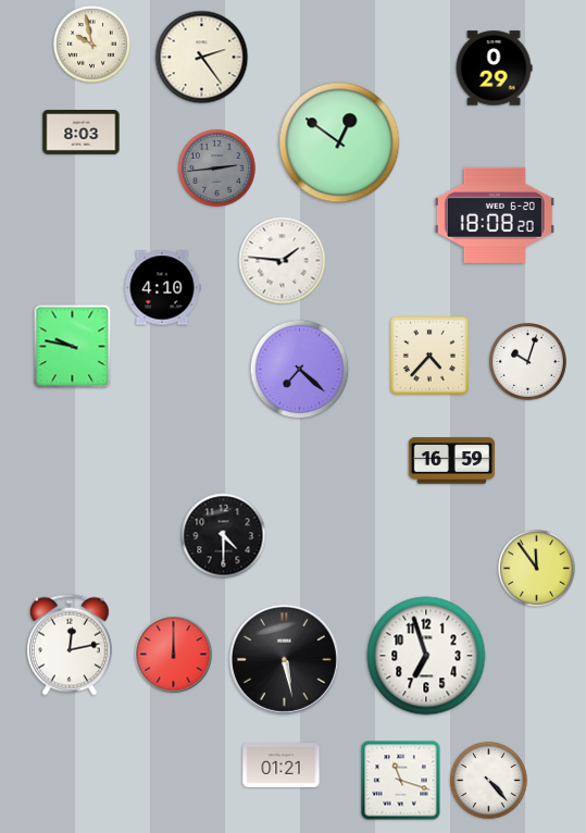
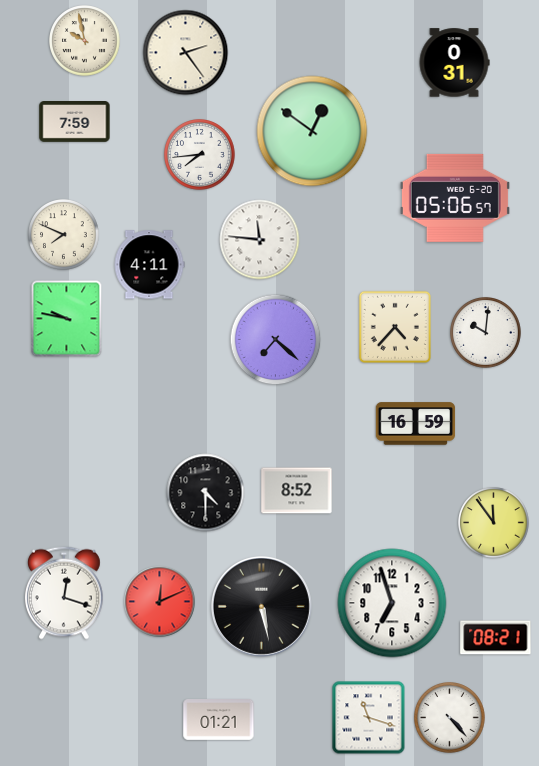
clock at (494, 69): 0:29 -> 0:31
clock at (82, 133): 8:03 -> 7:59
clock at (217, 169): 2:44 -> 7:44
clock at (217, 169) dial: grey -> white
clock at (495, 215): 18:08 -> 05:06
clock at (64, 235): none -> 7:49
clock at (283, 261): 1:46 -> 11:46
clock at (162, 288): 4:10 -> 4:11
clock at (528, 362): 10:03 -> 10:01
clock at (297, 491): none -> 8:52
clock at (70, 645): 12:13 -> 12:18
clock at (174, 655): 12:00 -> 12:11
clock at (496, 638): none -> 08:21
clock at (282, 766) position: (282, 766) -> (219, 720)
